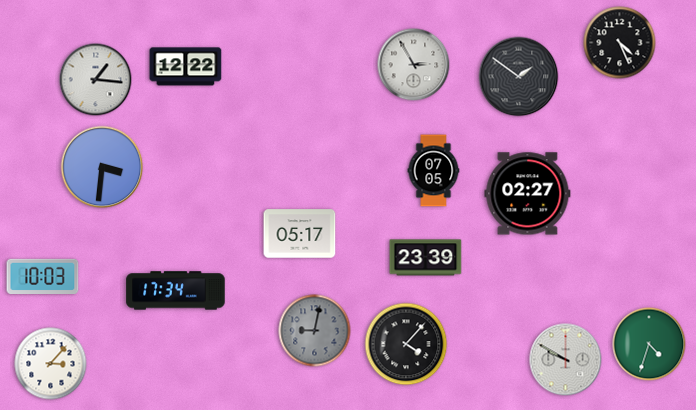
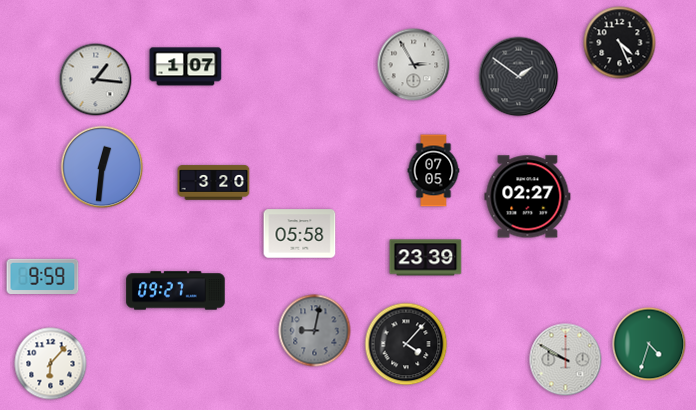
clock at (186, 67): 12:22 -> 1:07
clock at (102, 167): 3:31 -> 12:31
clock at (214, 183): none -> 3:20
clock at (528, 194) position: (528, 194) -> (528, 197)
clock at (300, 234): 05:17 -> 05:58
clock at (43, 276): 10:03 -> 9:59
clock at (176, 291): 17:34 -> 09:27
clock at (51, 364): 3:07 -> 6:07
